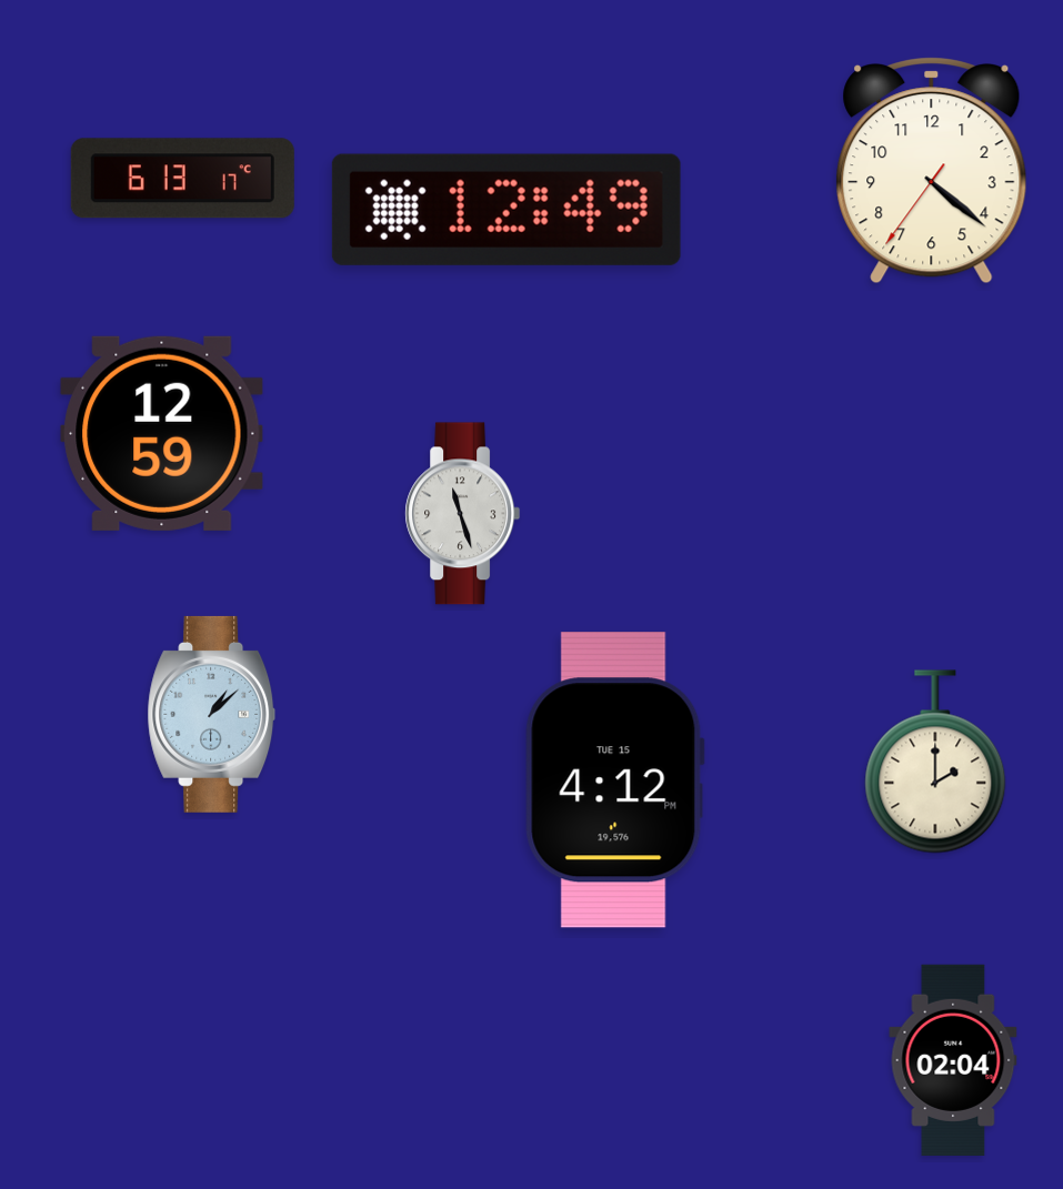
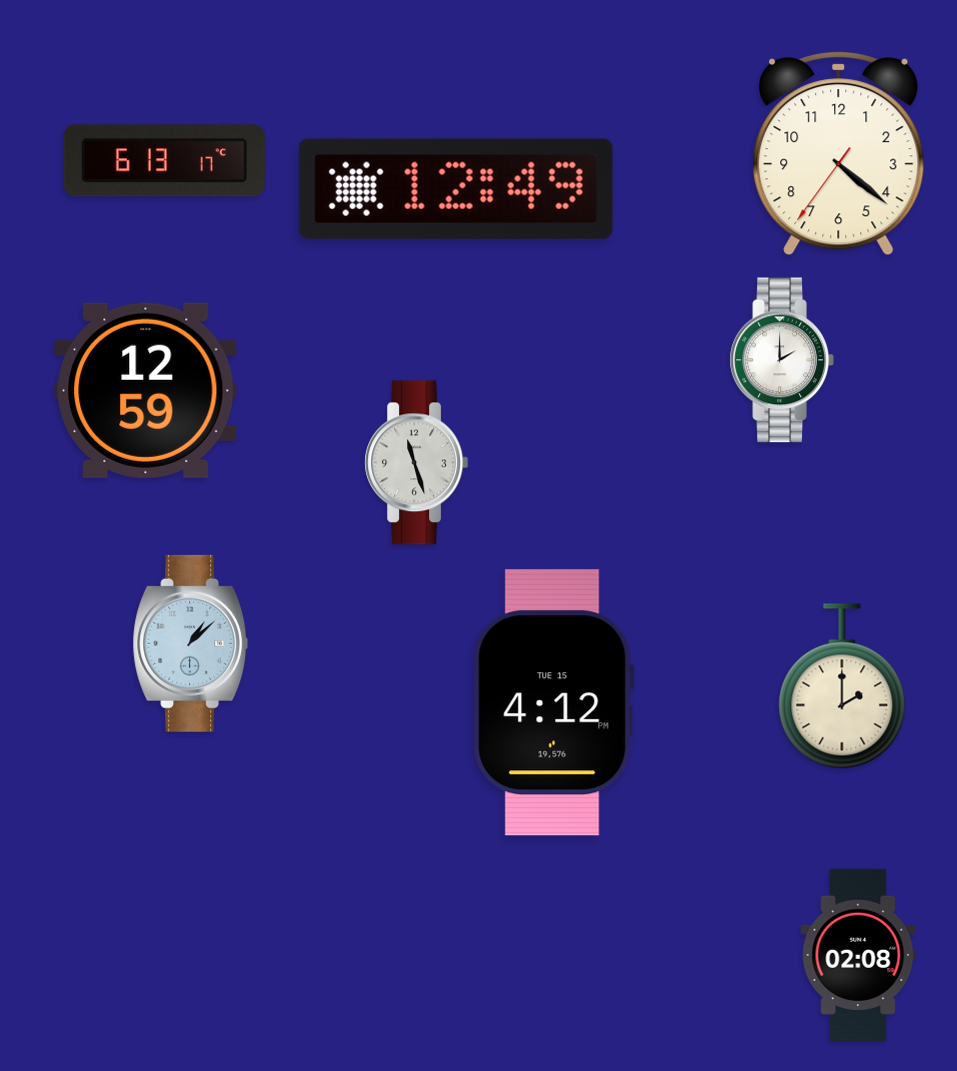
clock at (781, 360): none -> 2:00
clock at (953, 1060): 02:04 -> 02:08
